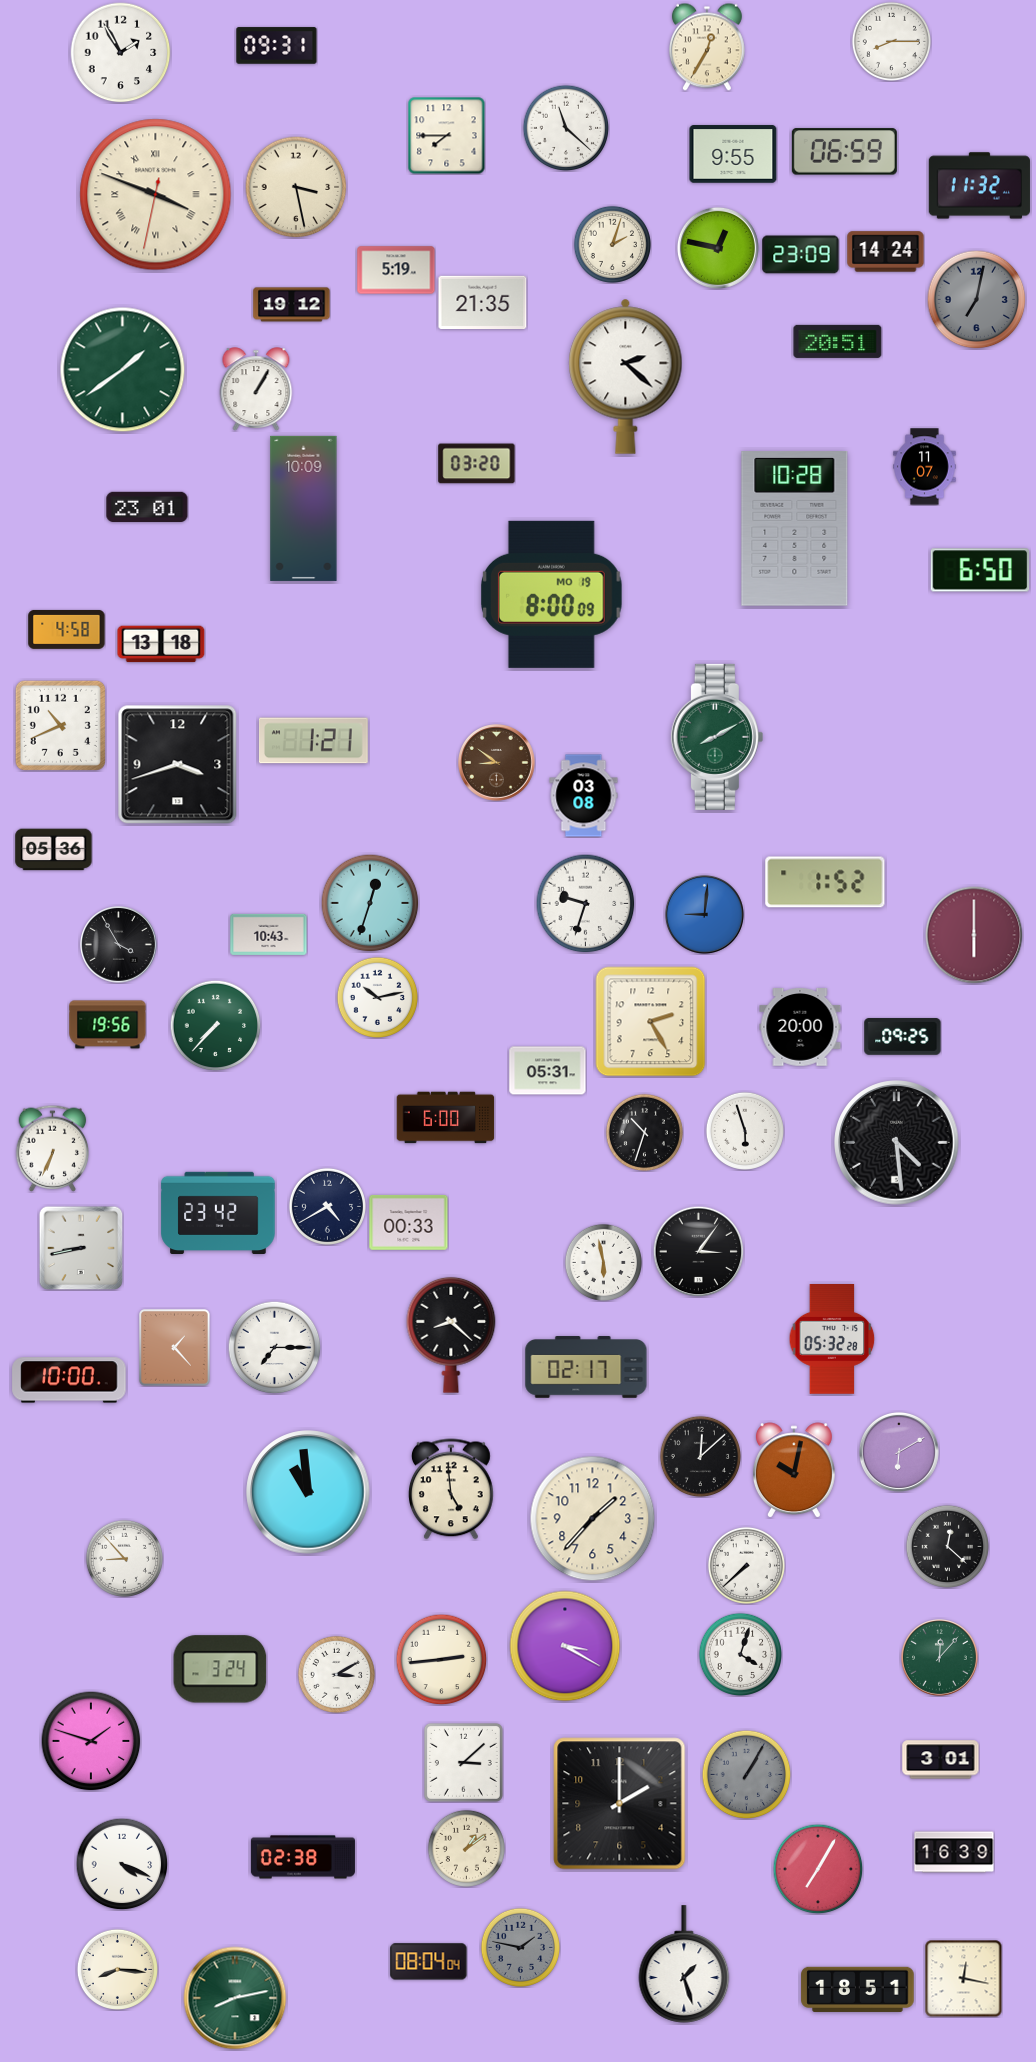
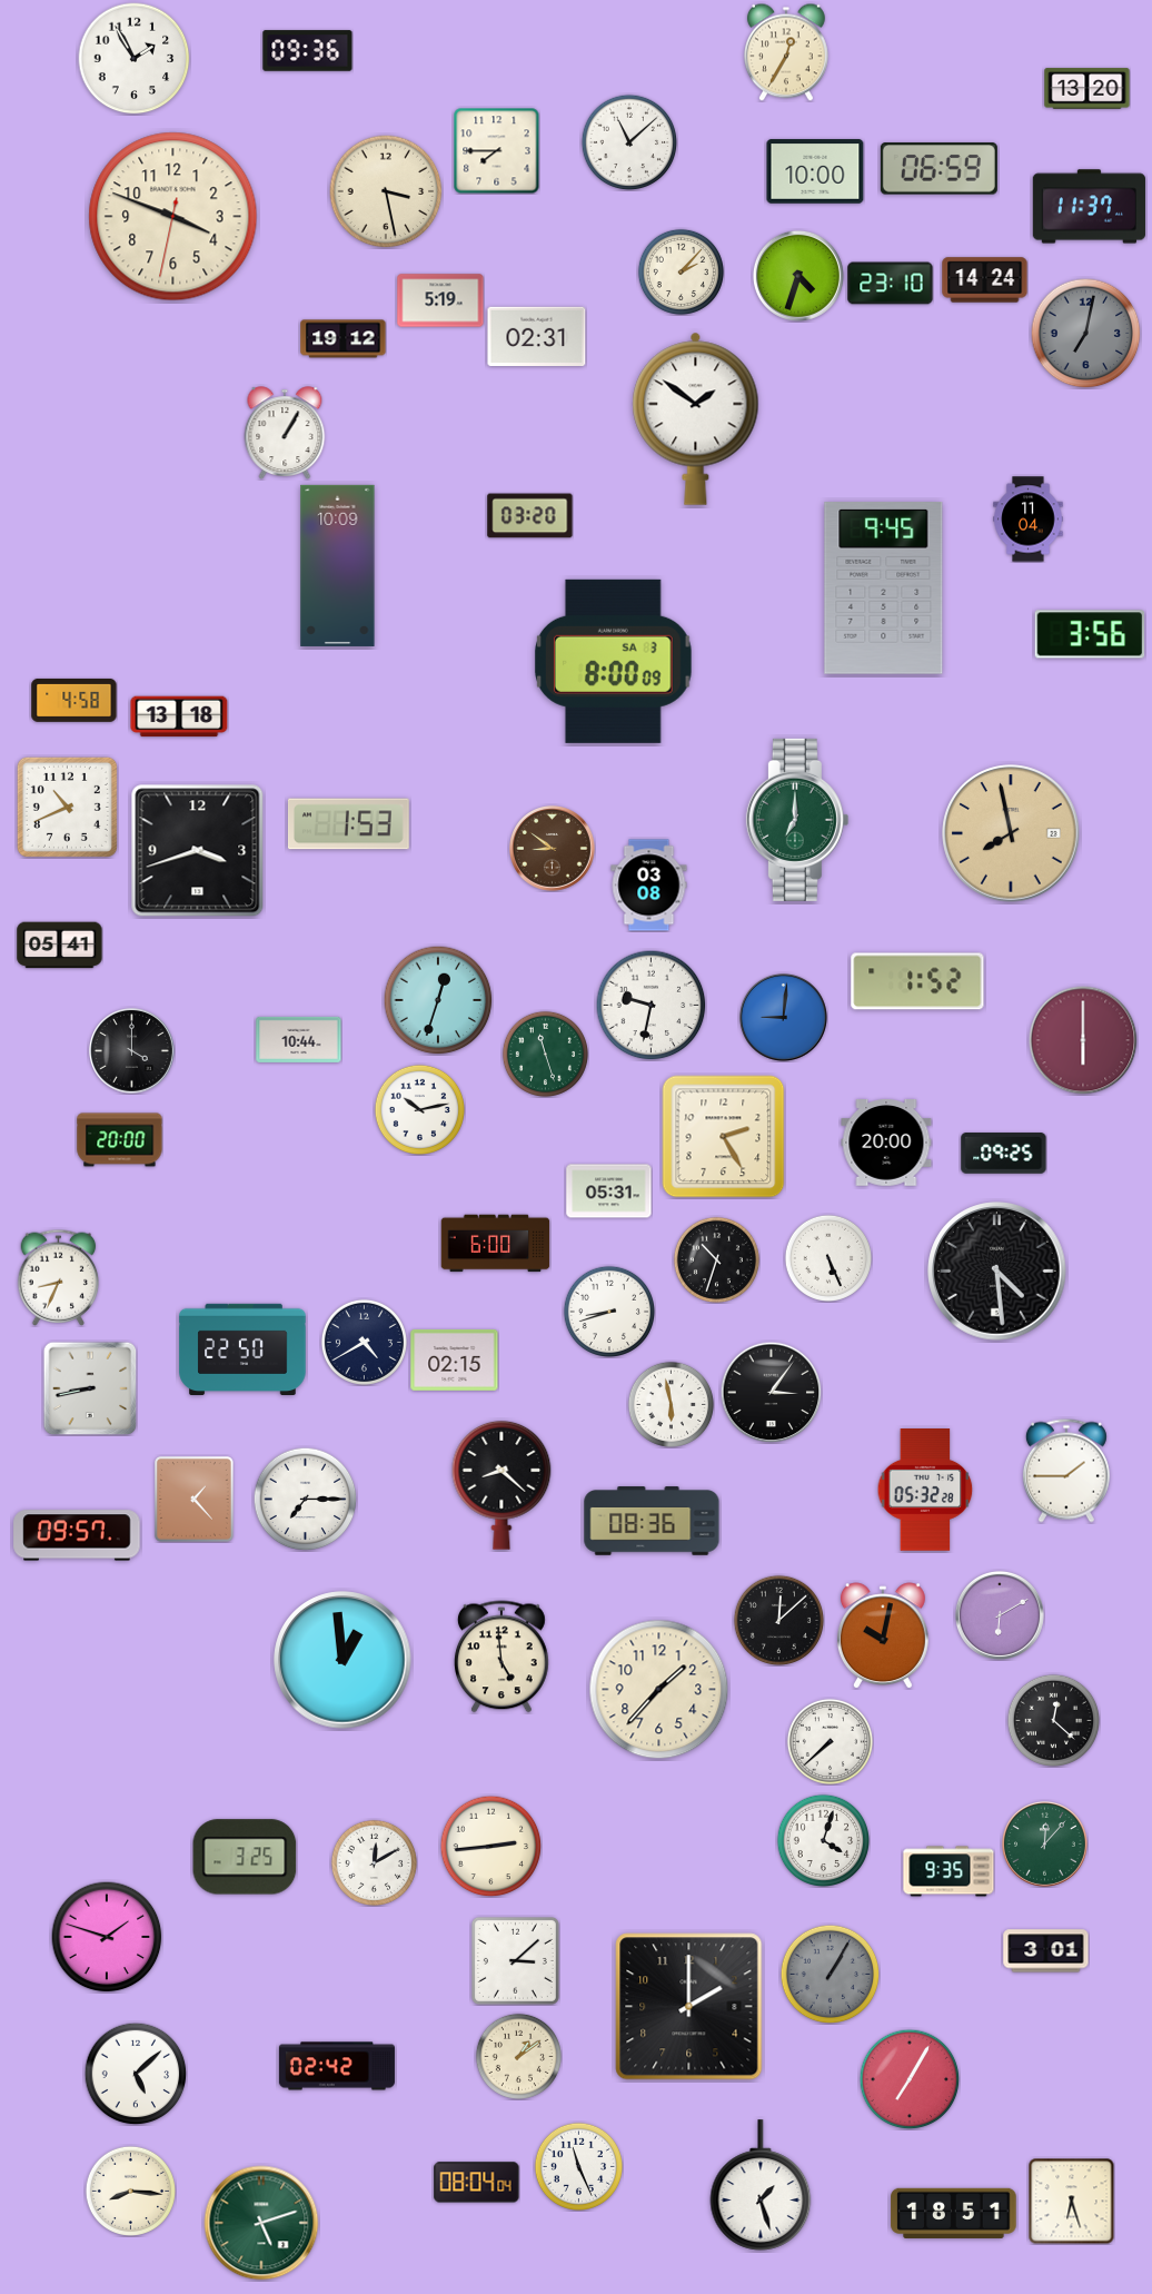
clock at (891, 41): 8:15 -> none
clock at (277, 46): 09:31 -> 09:36
clock at (1088, 89): none -> 13:20
clock at (566, 128): 11:22 -> 11:08
clock at (733, 154): 9:55 -> 10:00
clock at (979, 186): 11:32 -> 11:37
clock at (296, 187) position: (296, 187) -> (386, 191)
clock at (156, 195) numerals: Roman -> Arabic
clock at (612, 244): 2:03 -> 2:07
clock at (718, 248): 12:47 -> 4:33
clock at (801, 255): 23:09 -> 23:10
clock at (483, 303): 21:35 -> 02:31
clock at (292, 305) position: (292, 305) -> (344, 339)
clock at (838, 341): 20:51 -> none
clock at (123, 370): 1:39 -> none
clock at (626, 376): 2:22 -> 1:51
clock at (925, 467): 11:07 -> 11:04
clock at (147, 506): 23:01 -> none
clock at (795, 529): 10:28 -> 9:45
clock at (980, 570): 6:50 -> 3:56
clock at (552, 594) date: MO 19 -> SA 3
clock at (717, 737): 8:10 -> 7:00
clock at (313, 741): 1:21 -> 1:53
clock at (1011, 833): none -> 7:58
clock at (54, 850): 05:36 -> 05:41
clock at (370, 903) position: (370, 903) -> (438, 1000)
clock at (586, 904): 9:33 -> 9:32
clock at (269, 934): 10:43 -> 10:44
clock at (119, 945): 3:55 -> 4:00
clock at (545, 1054): none -> 11:27
clock at (108, 1025): 19:56 -> 20:00
clock at (215, 1025): 7:37 -> none
clock at (800, 1028) position: (800, 1028) -> (886, 1144)
clock at (745, 1131): 5:57 -> 5:26
clock at (53, 1148): 6:34 -> 8:34
clock at (608, 1311): none -> 8:42
clock at (218, 1212): 23:42 -> 22:50
clock at (409, 1222): 00:33 -> 02:15
clock at (698, 1251) position: (698, 1251) -> (771, 1392)
clock at (1066, 1471): none -> 1:45
clock at (586, 1367): 02:17 -> 08:36
clock at (69, 1380): 10:00 -> 09:57
clock at (308, 1492): 10:59 -> 12:59
clock at (124, 1558): 8:53 -> none
clock at (565, 1646): 3:20 -> none
clock at (220, 1669): 3:24 -> 3:25
clock at (336, 1674): 3:10 -> 12:10
clock at (949, 1871): none -> 9:35
clock at (91, 1741) position: (91, 1741) -> (107, 1937)
clock at (941, 1760) position: (941, 1760) -> (1046, 1951)
clock at (954, 1852): 16:39 -> none
clock at (303, 1857): 02:38 -> 02:42
clock at (122, 1864): 4:19 -> 5:08
clock at (520, 1947): 1:47 -> 11:26
clock at (520, 1947) dial: grey -> white
clock at (963, 1978): 12:17 -> 6:27
clock at (235, 1998): 8:13 -> 5:12
